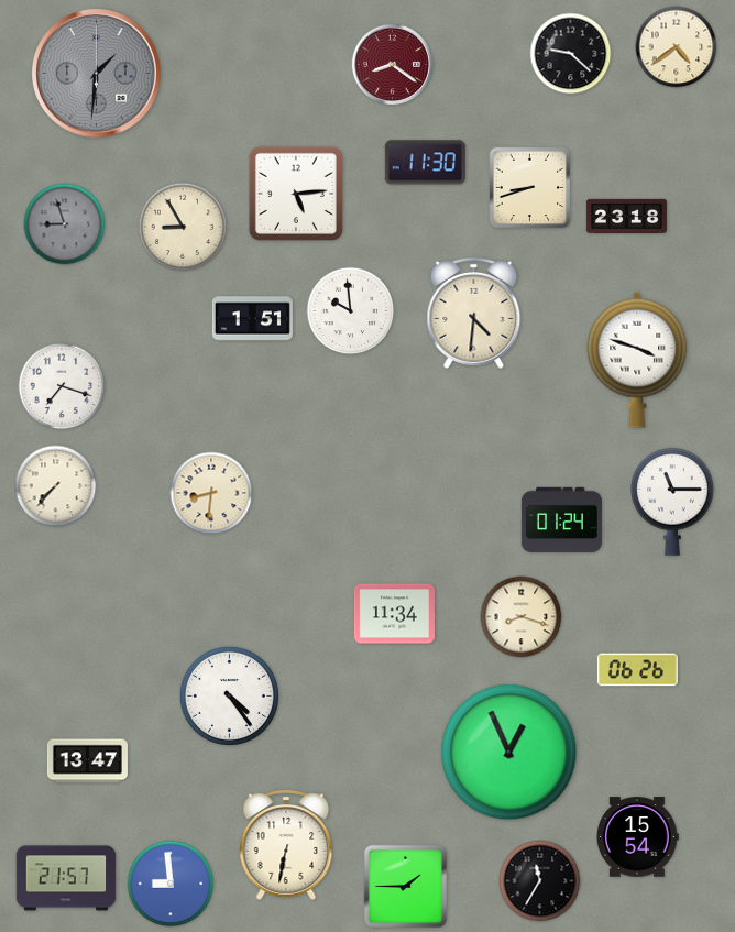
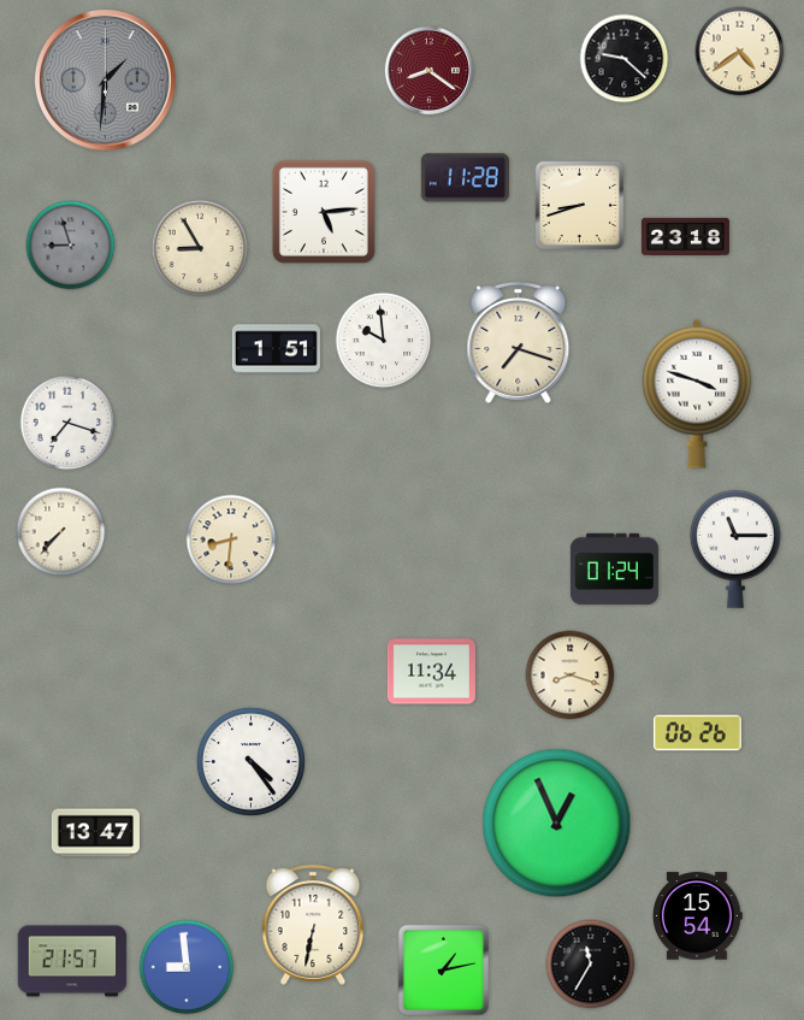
clock at (425, 163): 11:30 -> 11:28
clock at (474, 313): 4:31 -> 7:18
clock at (406, 887): 1:45 -> 1:13
